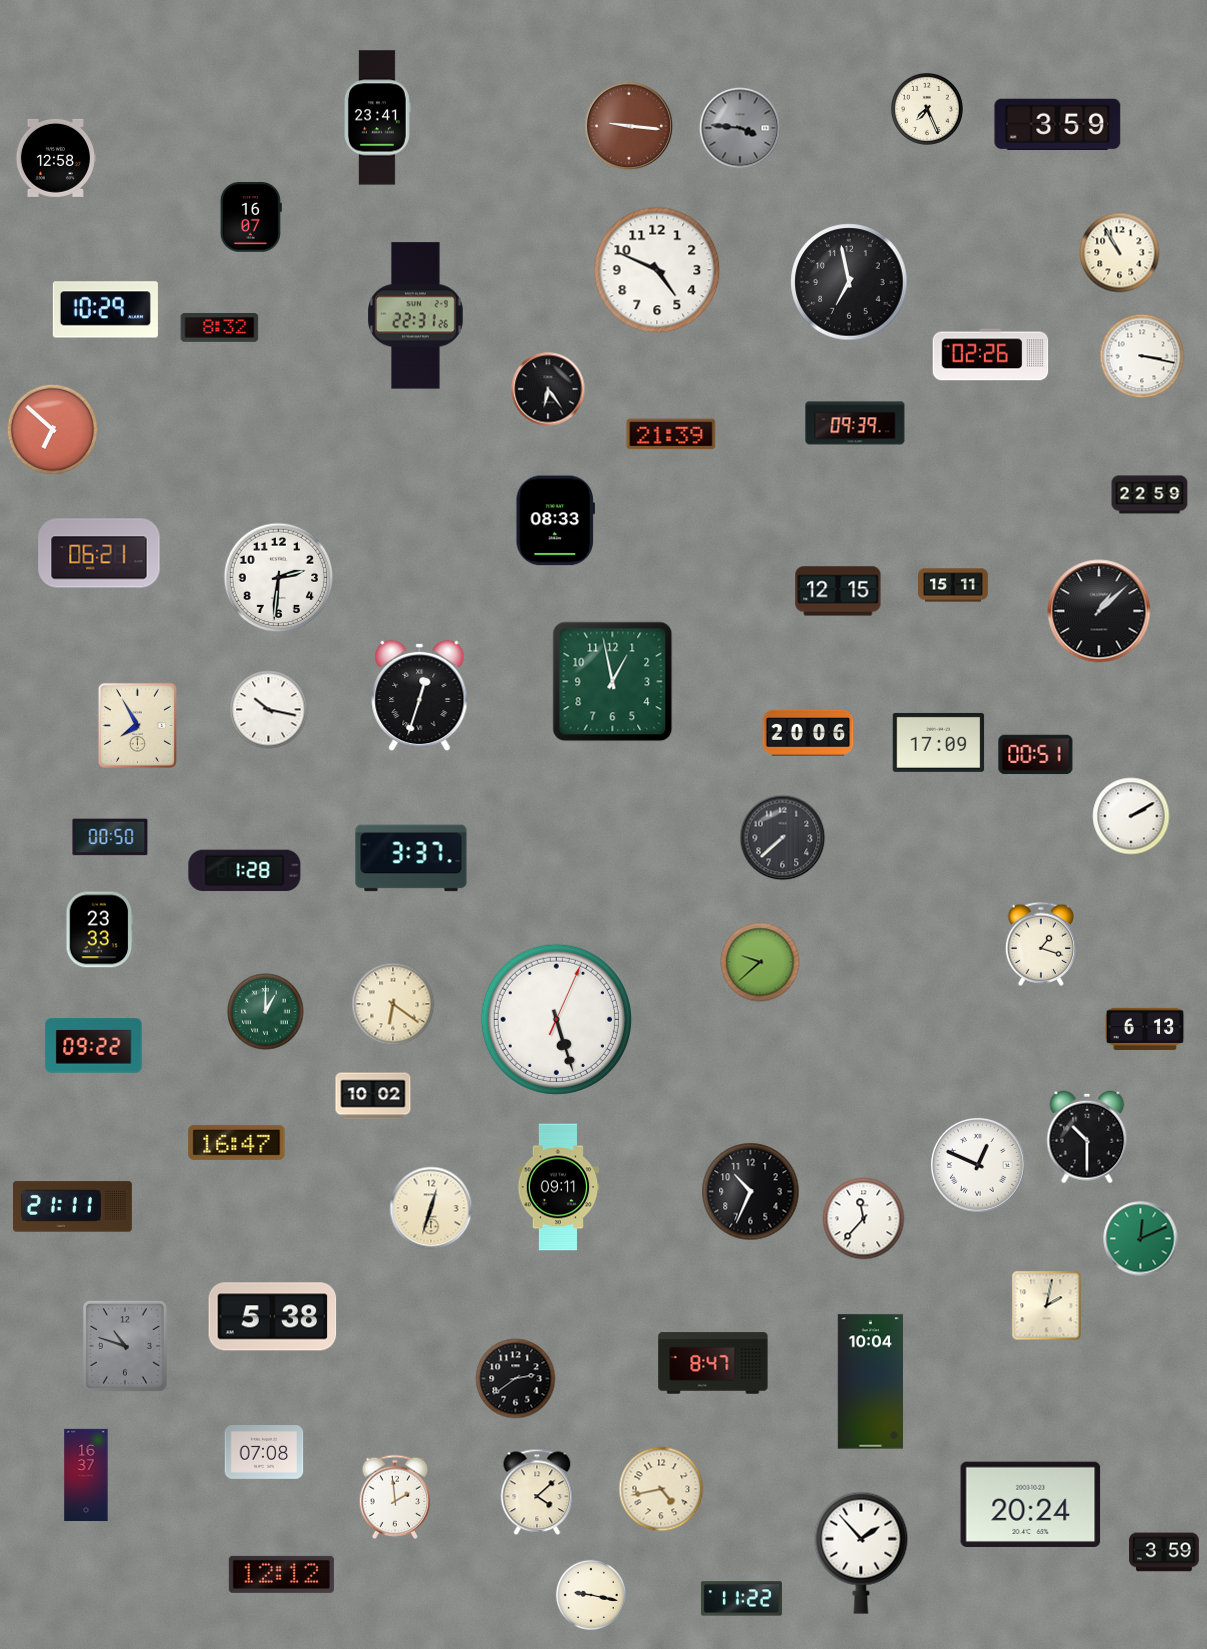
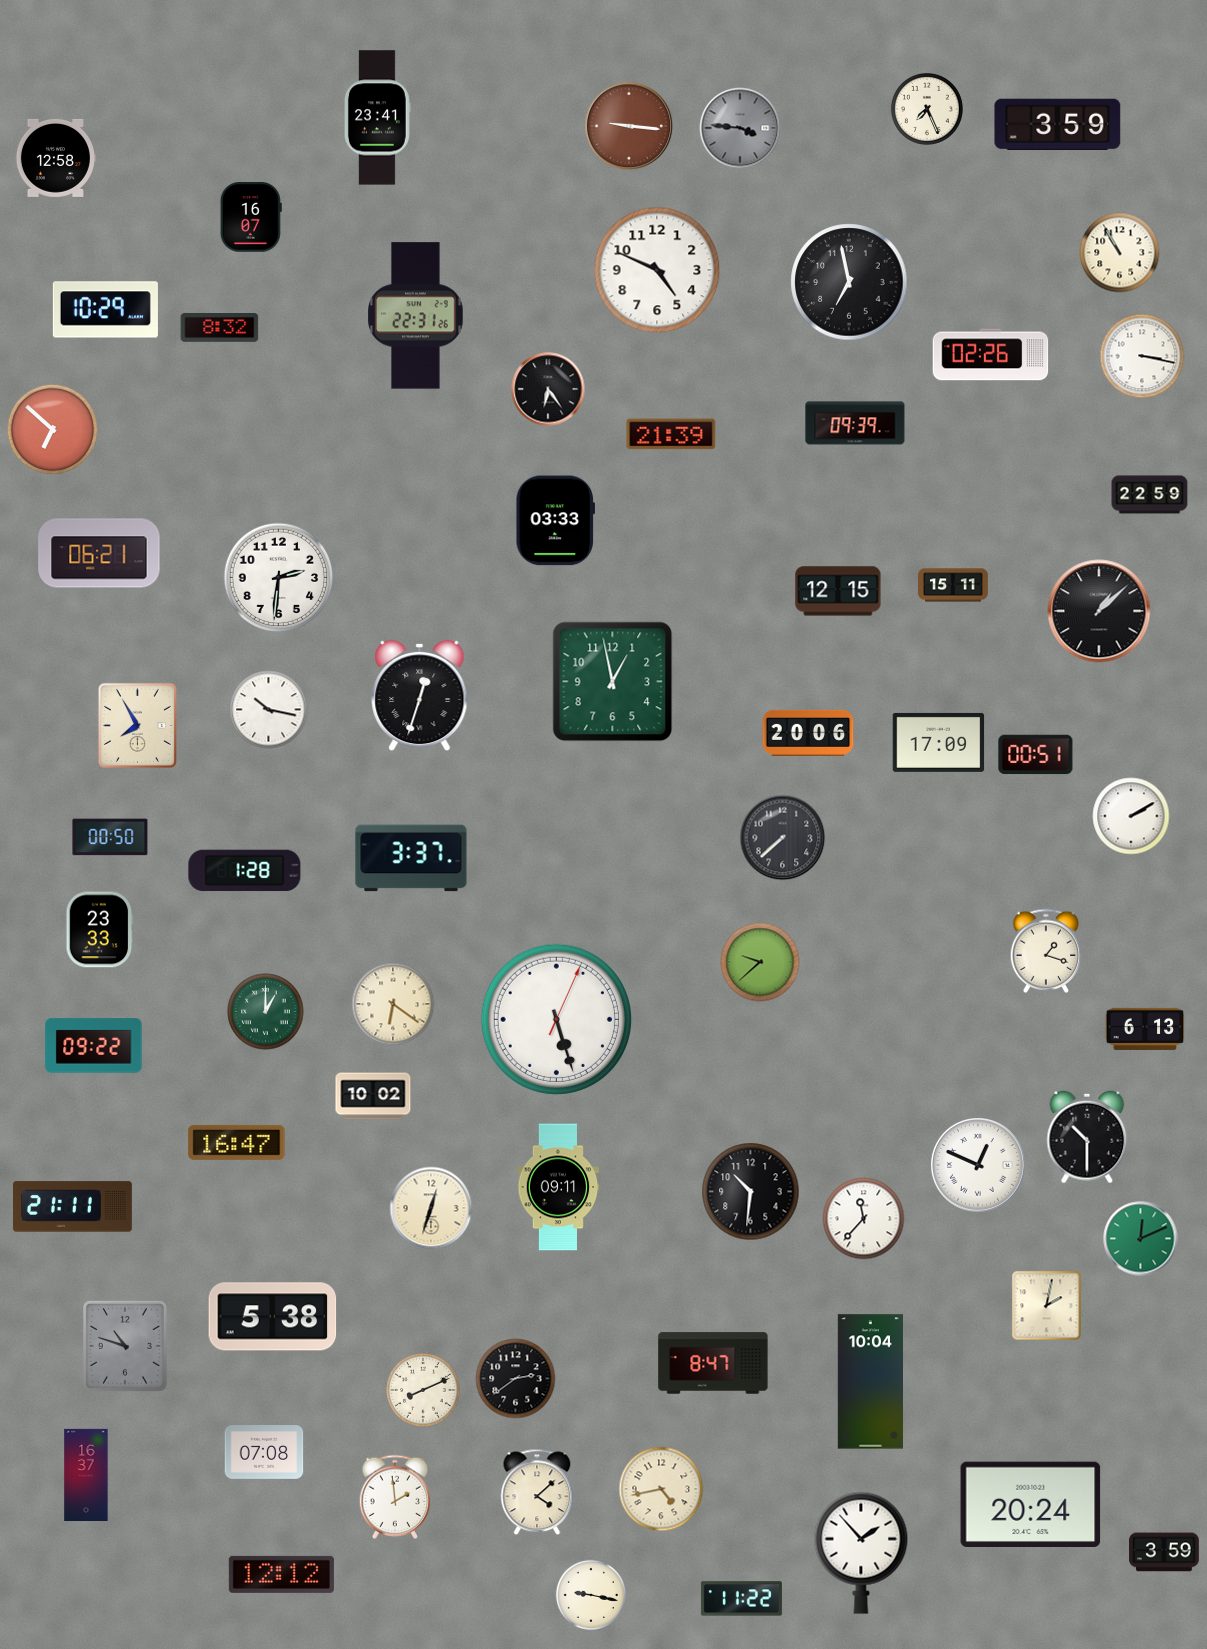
clock at (555, 521): 08:33 -> 03:33
clock at (1041, 943) position: (1041, 943) -> (1046, 950)
clock at (751, 1192): 10:34 -> 10:31
clock at (423, 1390): none -> 8:11
